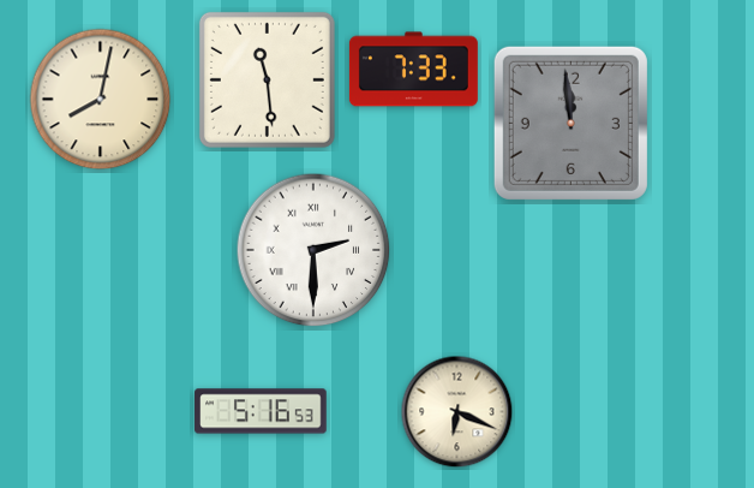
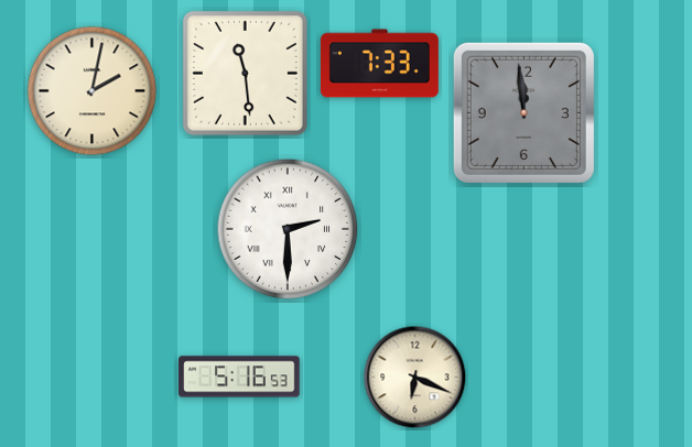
clock at (101, 100): 8:02 -> 2:02
clock at (457, 412) position: (457, 412) -> (415, 378)
